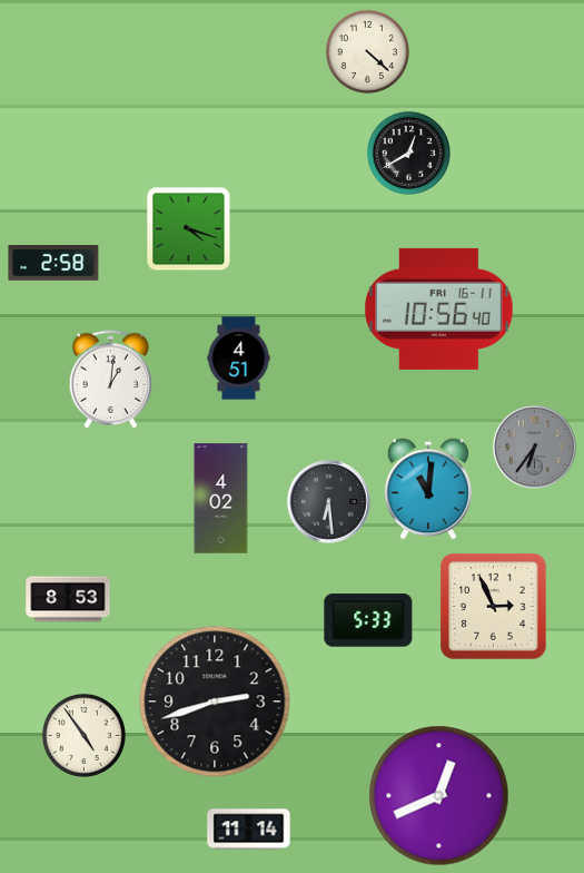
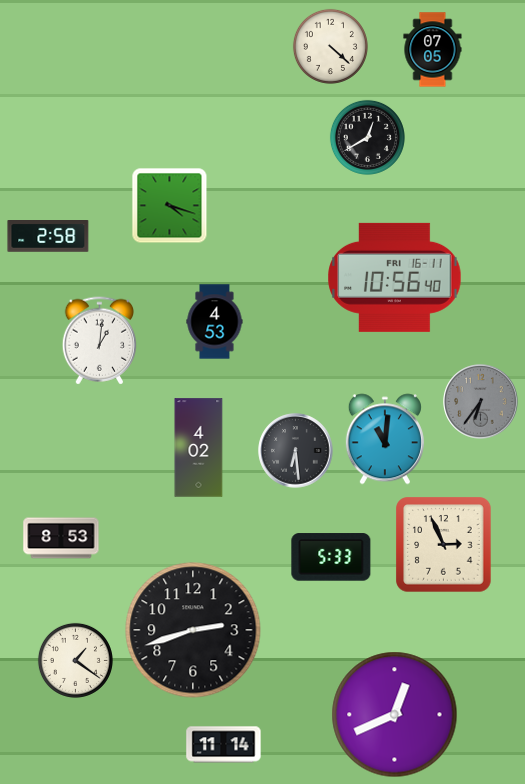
clock at (433, 50): none -> 07:05
clock at (239, 359): 4:51 -> 4:53
clock at (83, 735): 4:54 -> 1:21
